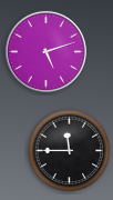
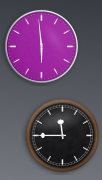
clock at (45, 51): 5:12 -> 5:59
